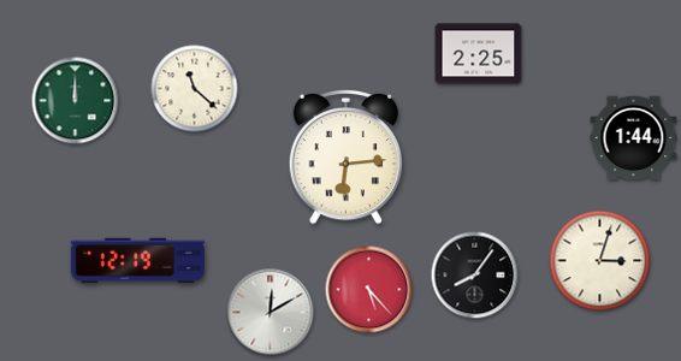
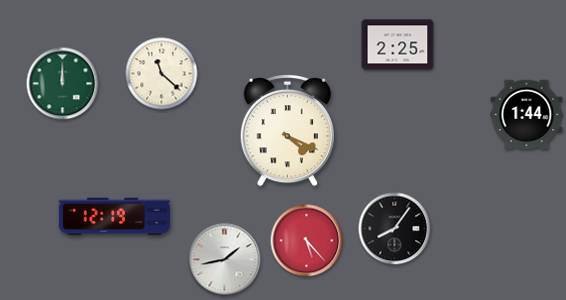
clock at (347, 156): 6:14 -> 4:19
clock at (600, 261): 3:03 -> none
clock at (271, 313): 12:10 -> 1:43
